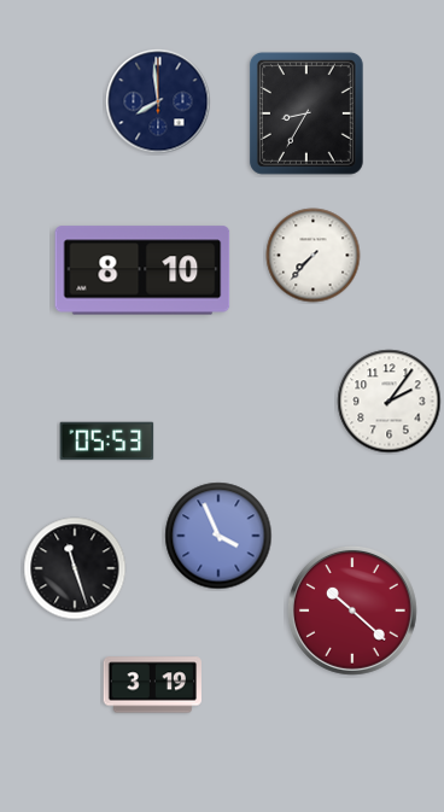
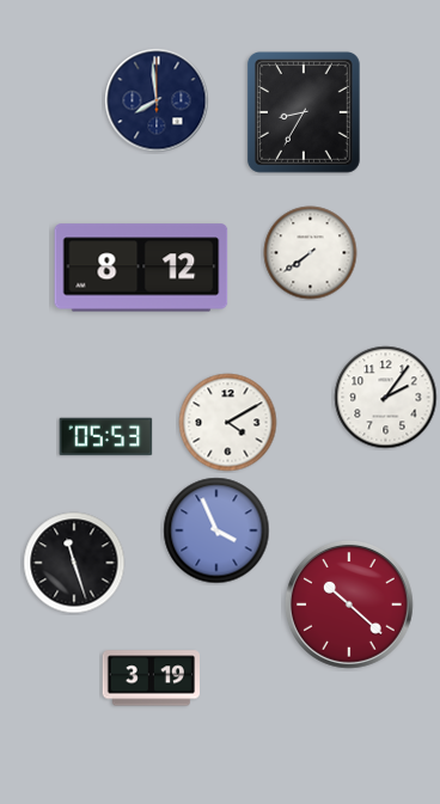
clock at (314, 256): 7:37 -> 7:39
clock at (142, 270): 8:10 -> 8:12
clock at (228, 423): none -> 4:10
